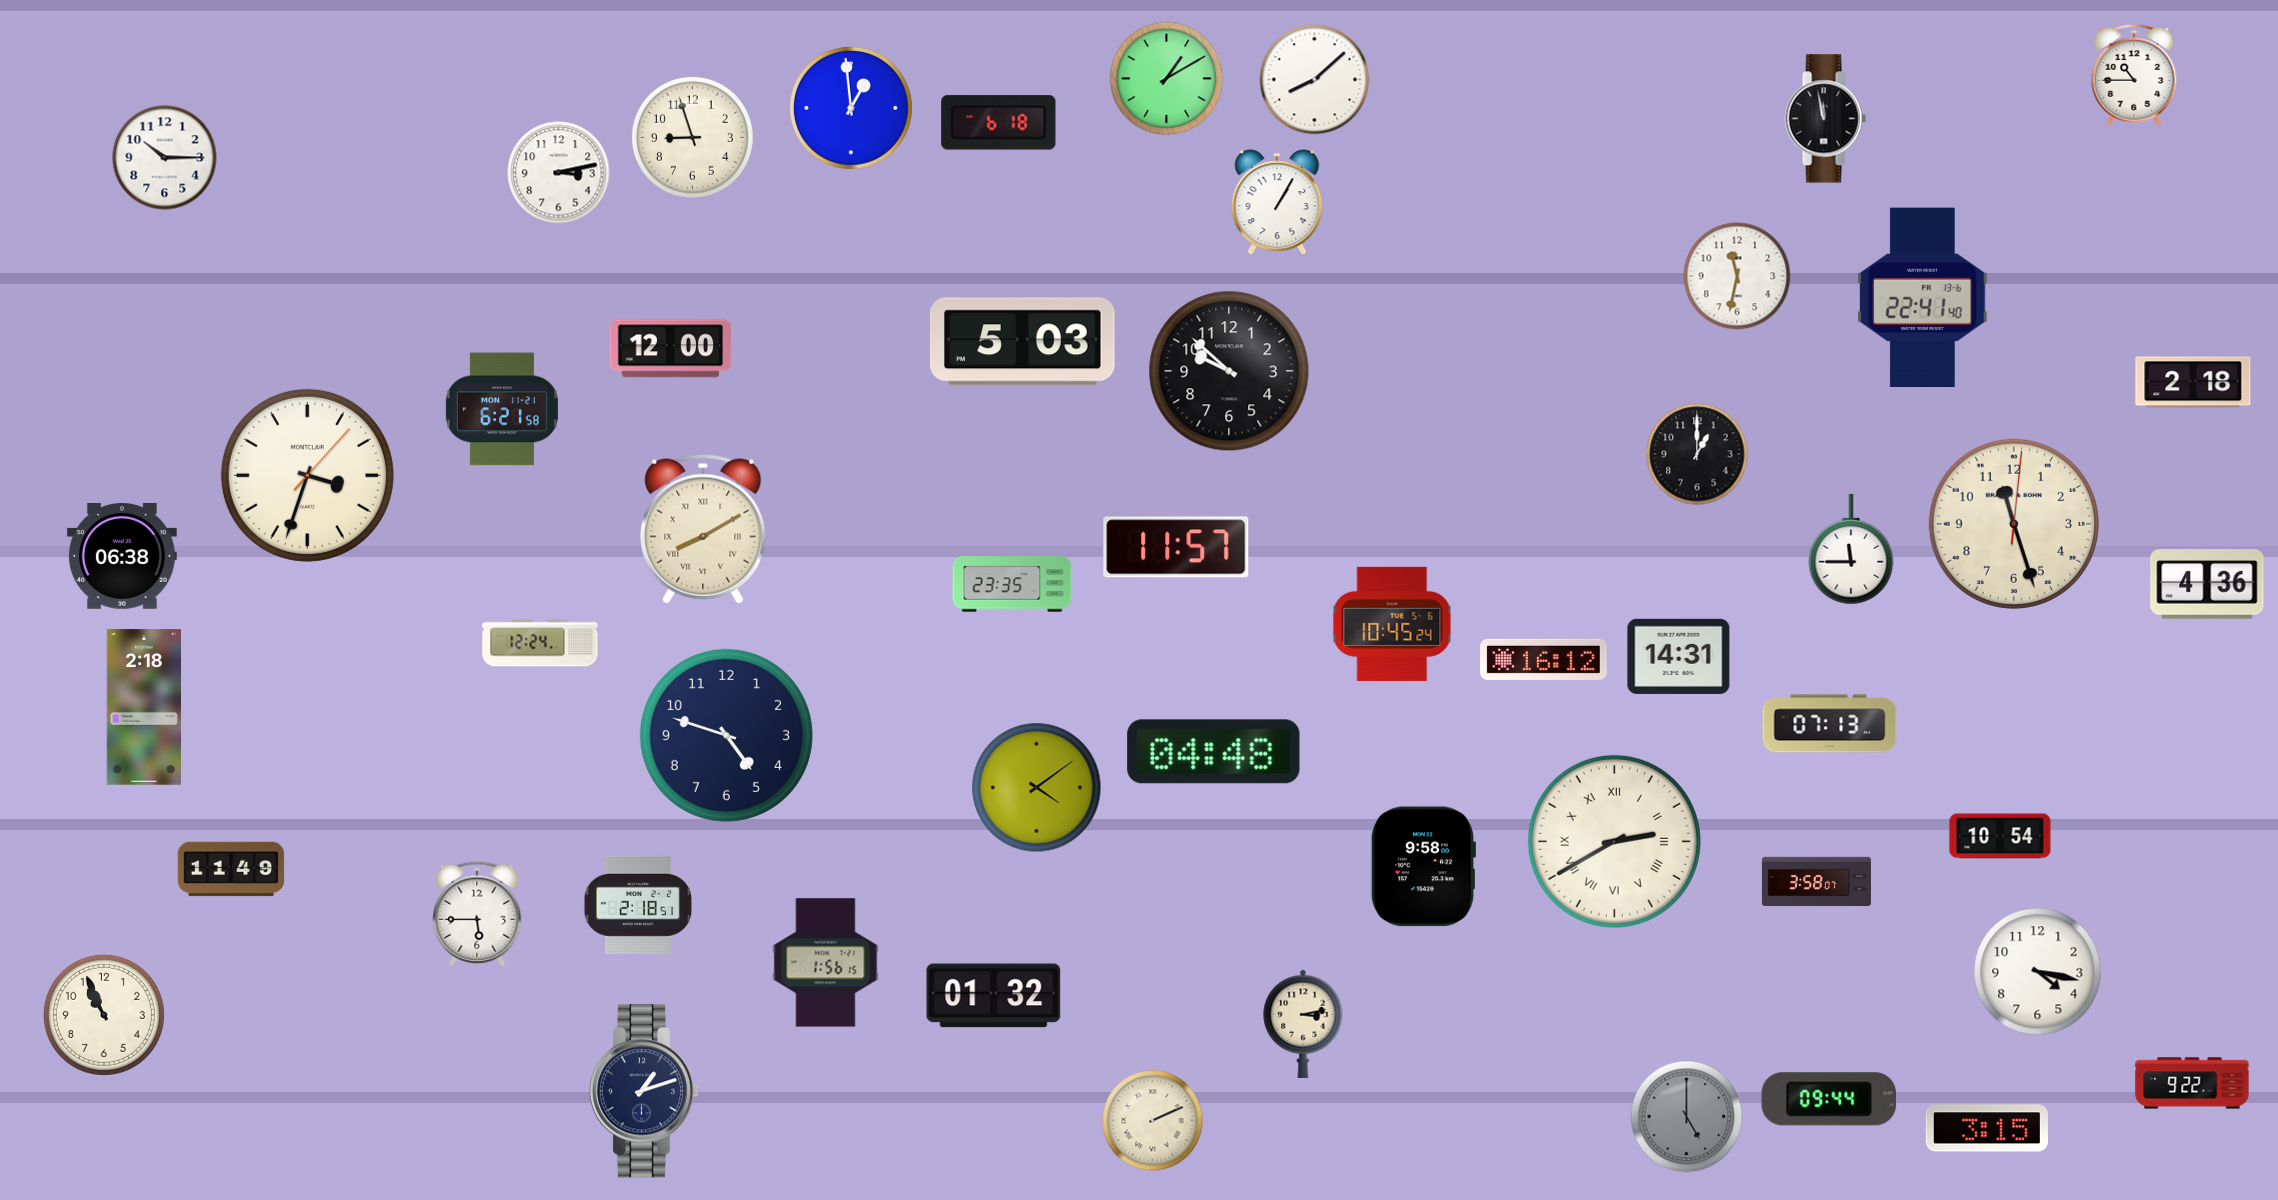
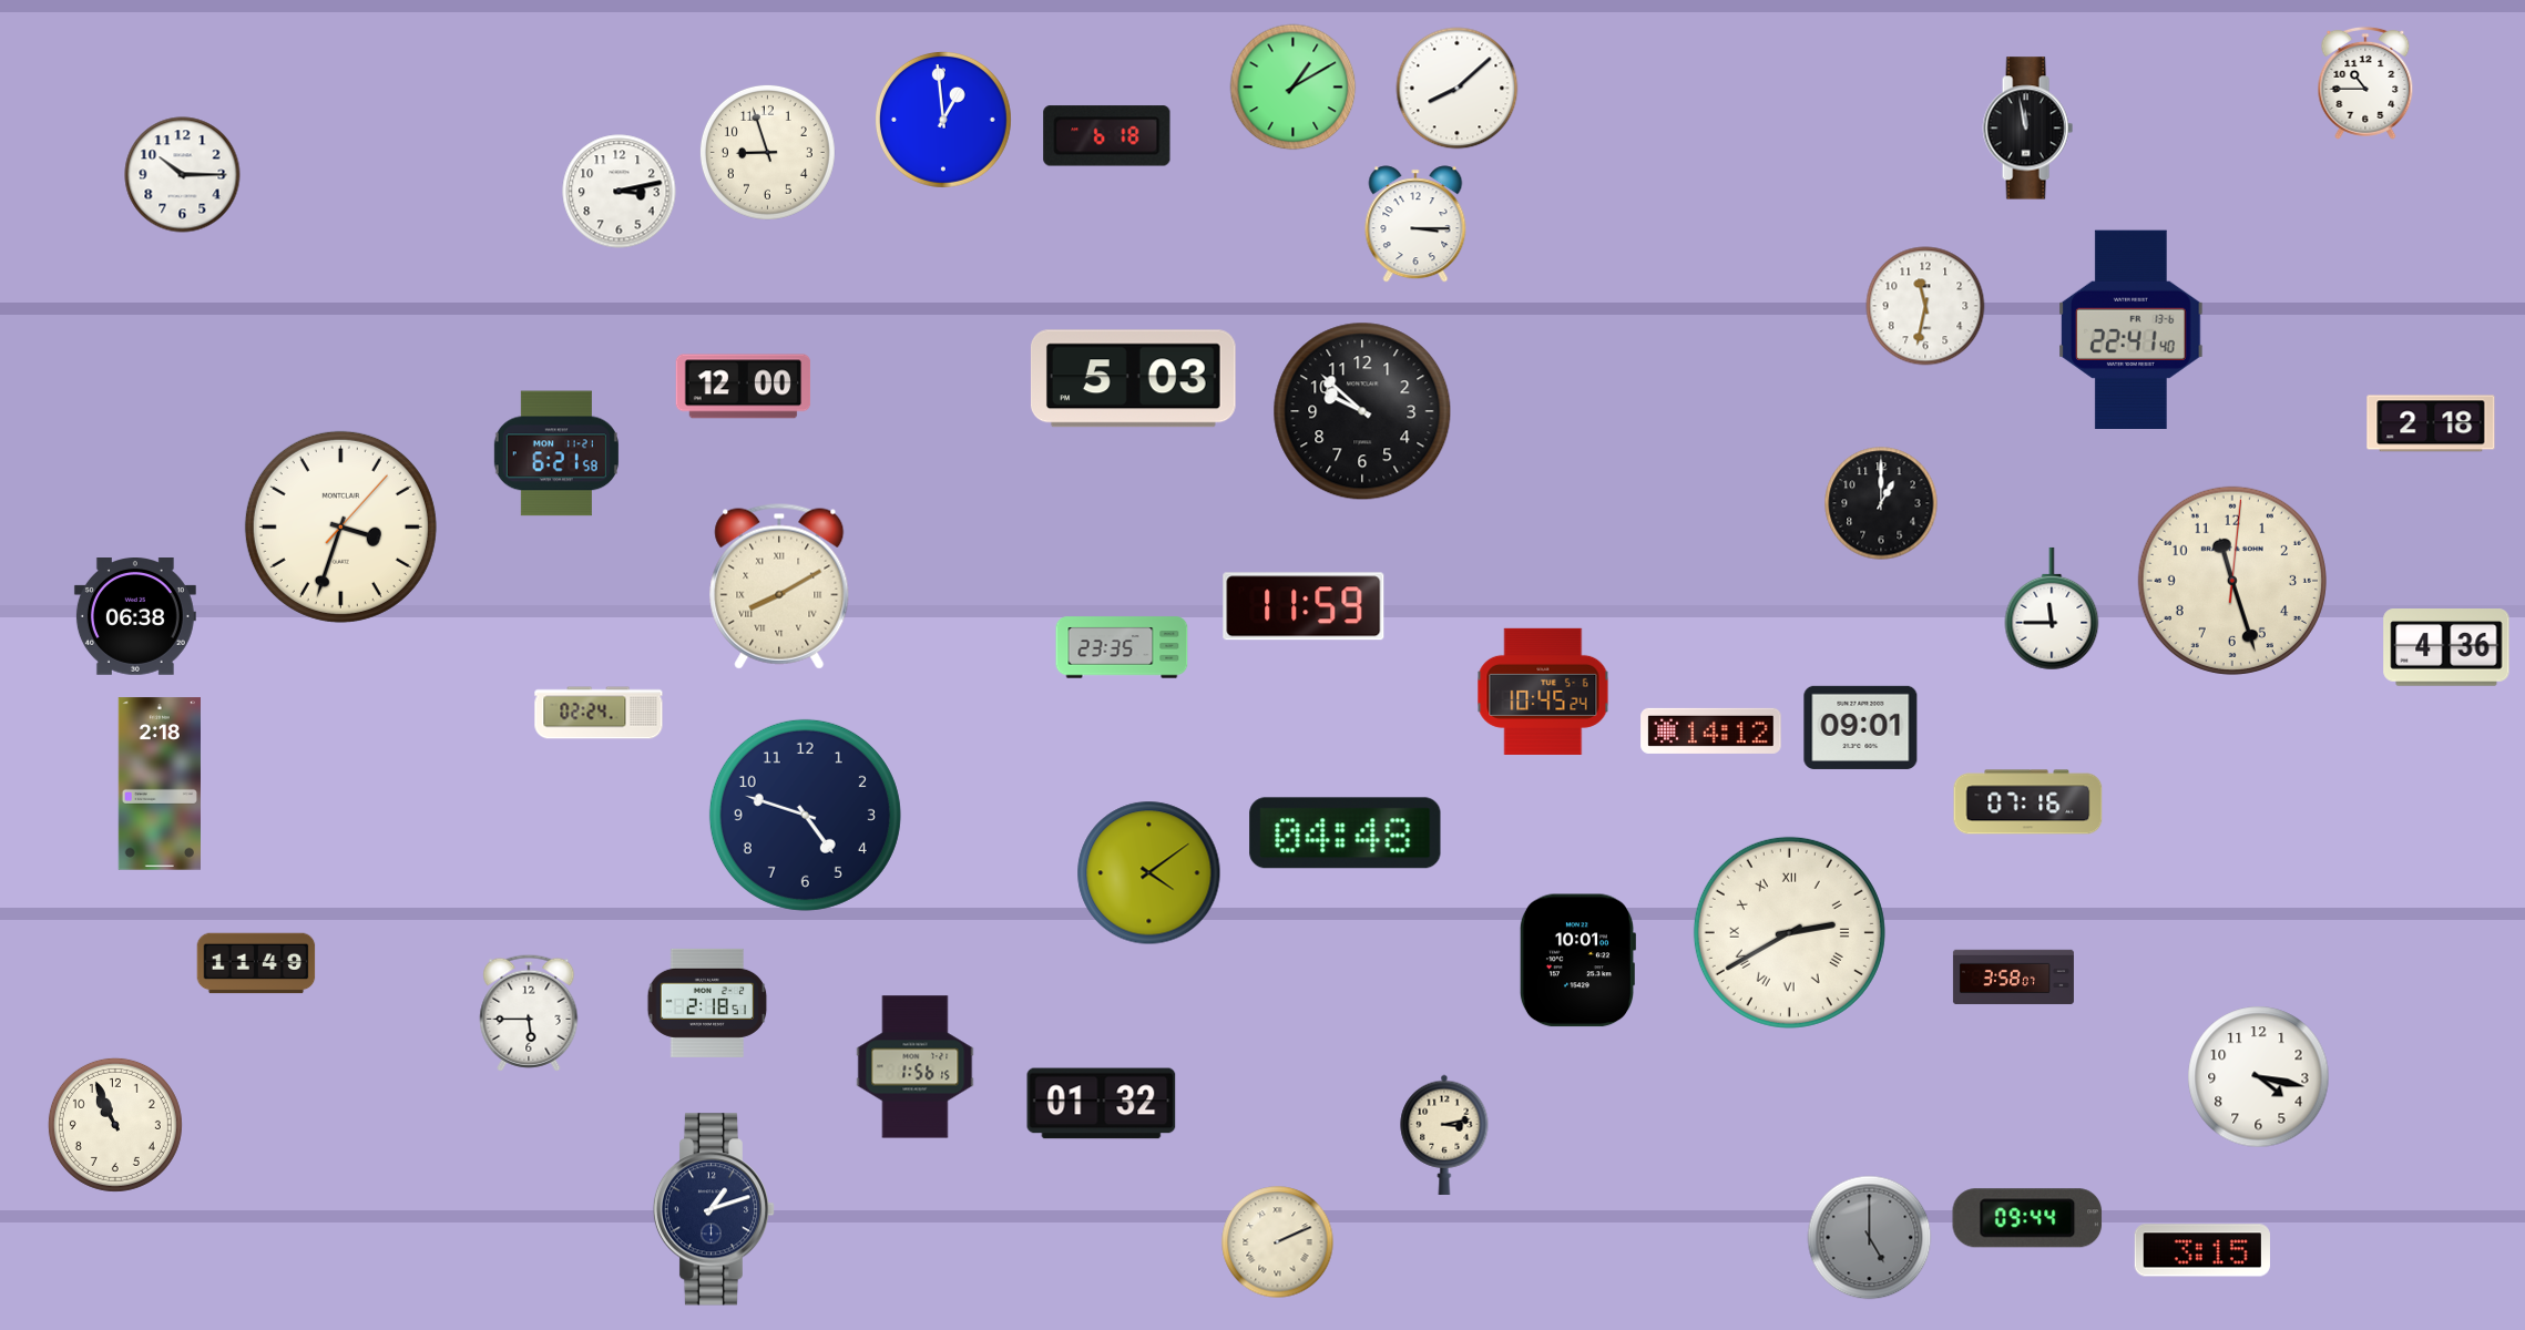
clock at (1825, 119) position: (1825, 119) -> (2027, 129)
clock at (1277, 202): 1:05 -> 3:15
clock at (1176, 547): 11:57 -> 11:59
clock at (540, 643): 12:24 -> 02:24
clock at (1679, 656): 14:31 -> 09:01
clock at (1544, 659): 16:12 -> 14:12
clock at (1830, 724): 07:13 -> 07:16
clock at (2000, 836): 10:54 -> none
clock at (1422, 867): 9:58 -> 10:01
clock at (2192, 1083): 9:22 -> none
